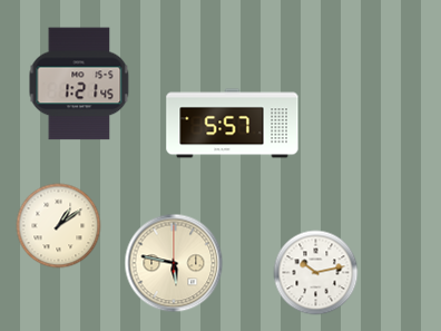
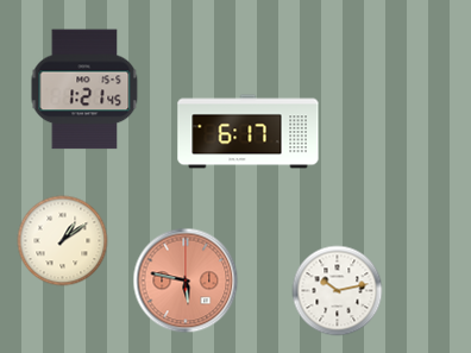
clock at (233, 124): 5:57 -> 6:17
clock at (174, 263) dial: cream -> salmon
